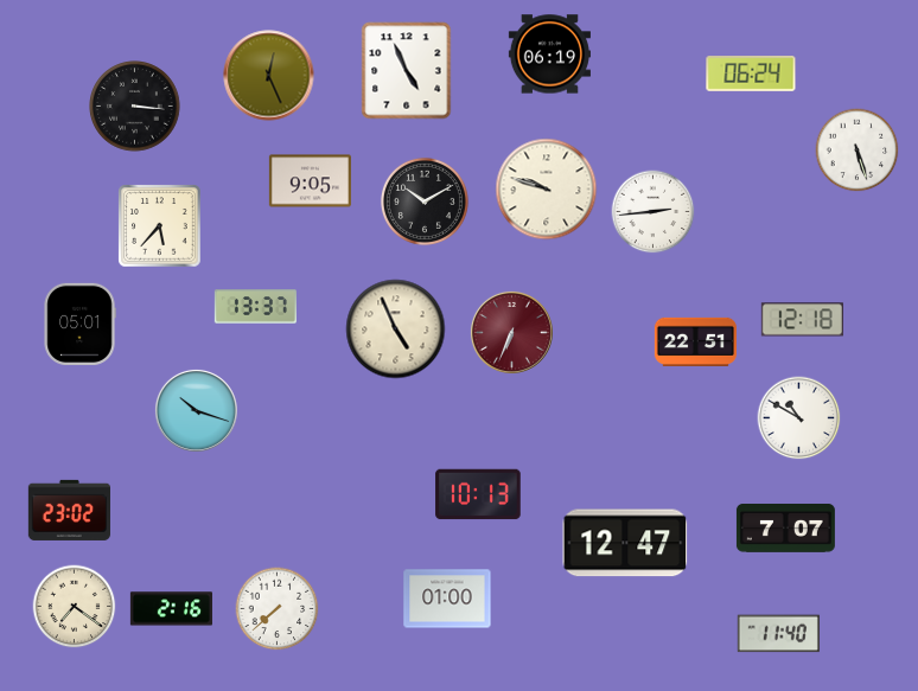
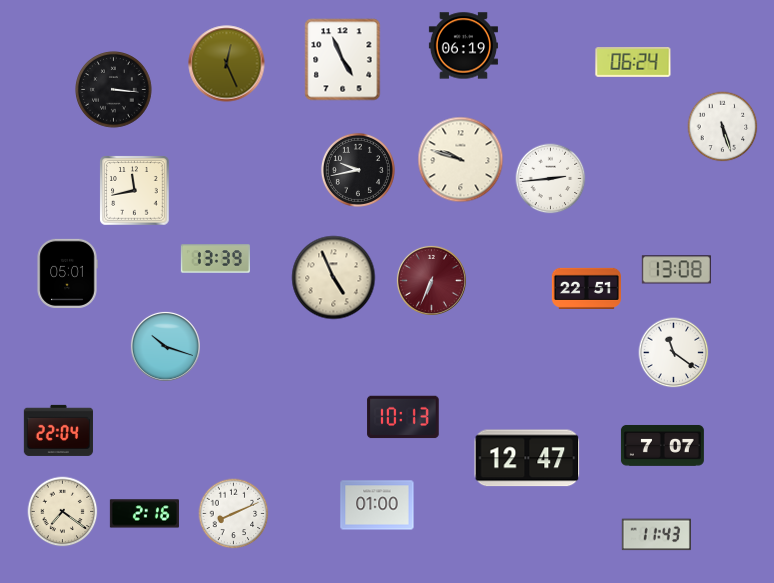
clock at (310, 181): 9:05 -> none
clock at (425, 201): 10:10 -> 9:43
clock at (160, 226): 5:37 -> 11:43
clock at (255, 307): 13:37 -> 13:39
clock at (802, 320): 12:18 -> 13:08
clock at (799, 418): 10:50 -> 11:21
clock at (69, 510): 23:02 -> 22:04
clock at (278, 609): 7:38 -> 8:11
clock at (778, 634): 11:40 -> 11:43
